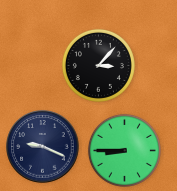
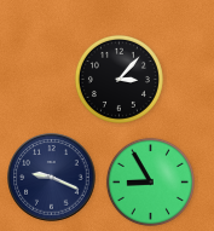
clock at (124, 150): 8:45 -> 8:55
